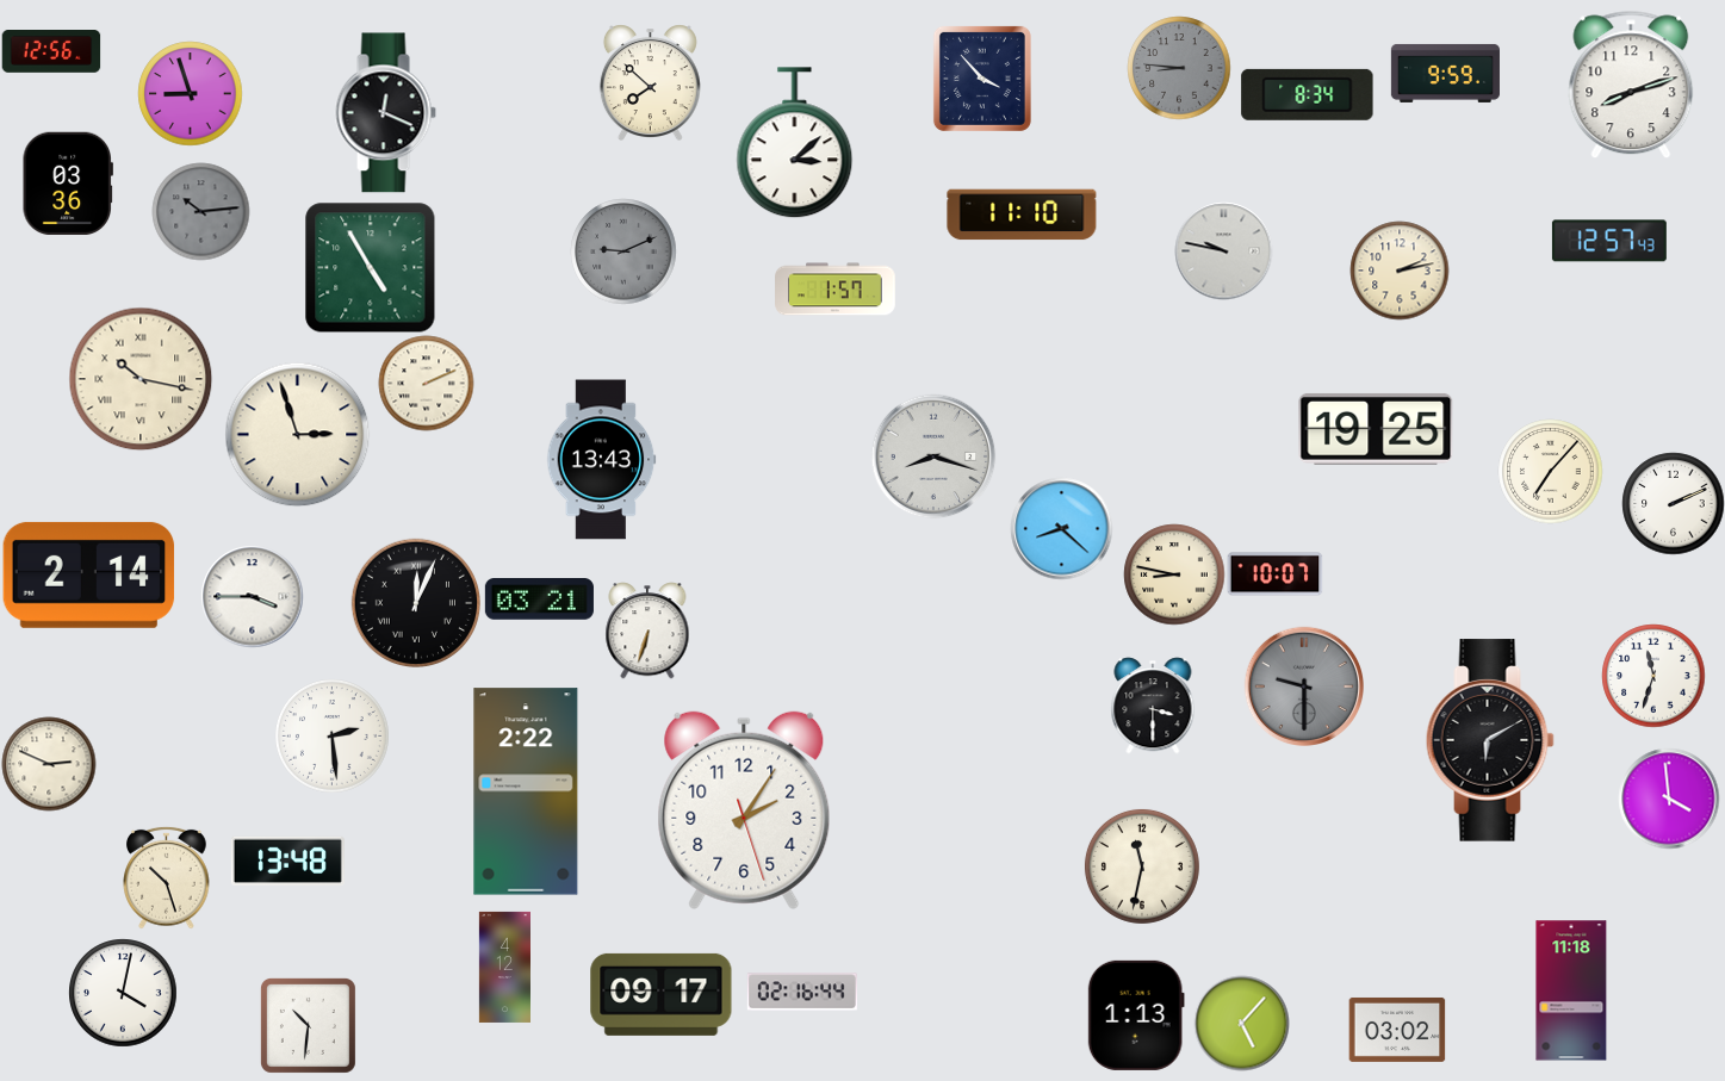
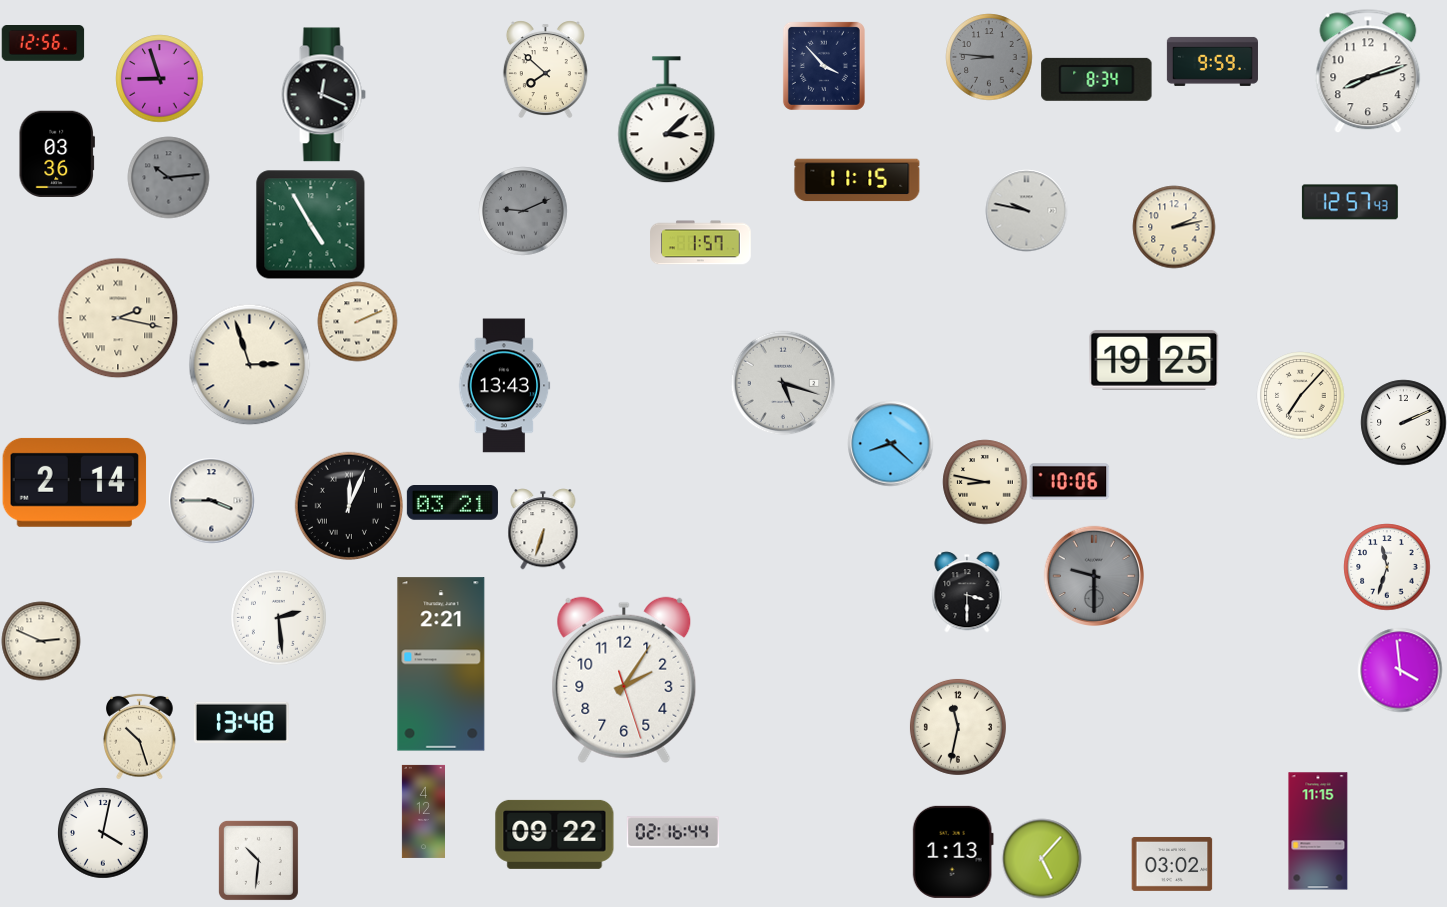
clock at (1022, 215): 11:10 -> 11:15
clock at (141, 379): 10:17 -> 2:17
clock at (933, 456): 8:18 -> 5:18
clock at (1274, 574): 10:07 -> 10:06
clock at (1490, 740): 6:10 -> none
clock at (526, 791): 2:22 -> 2:21
clock at (1571, 990): 11:18 -> 11:15
clock at (662, 994): 09:17 -> 09:22
